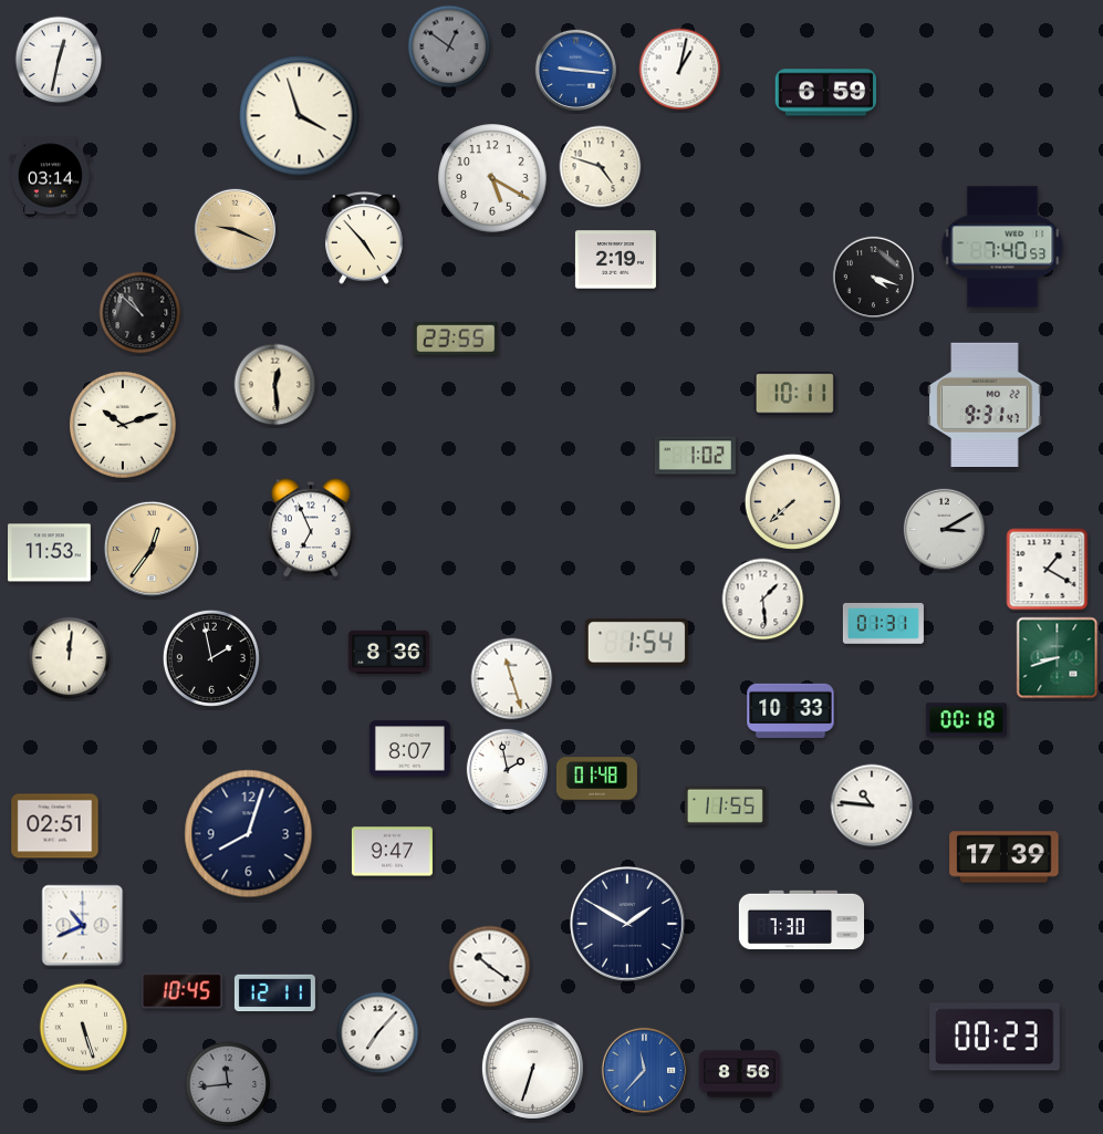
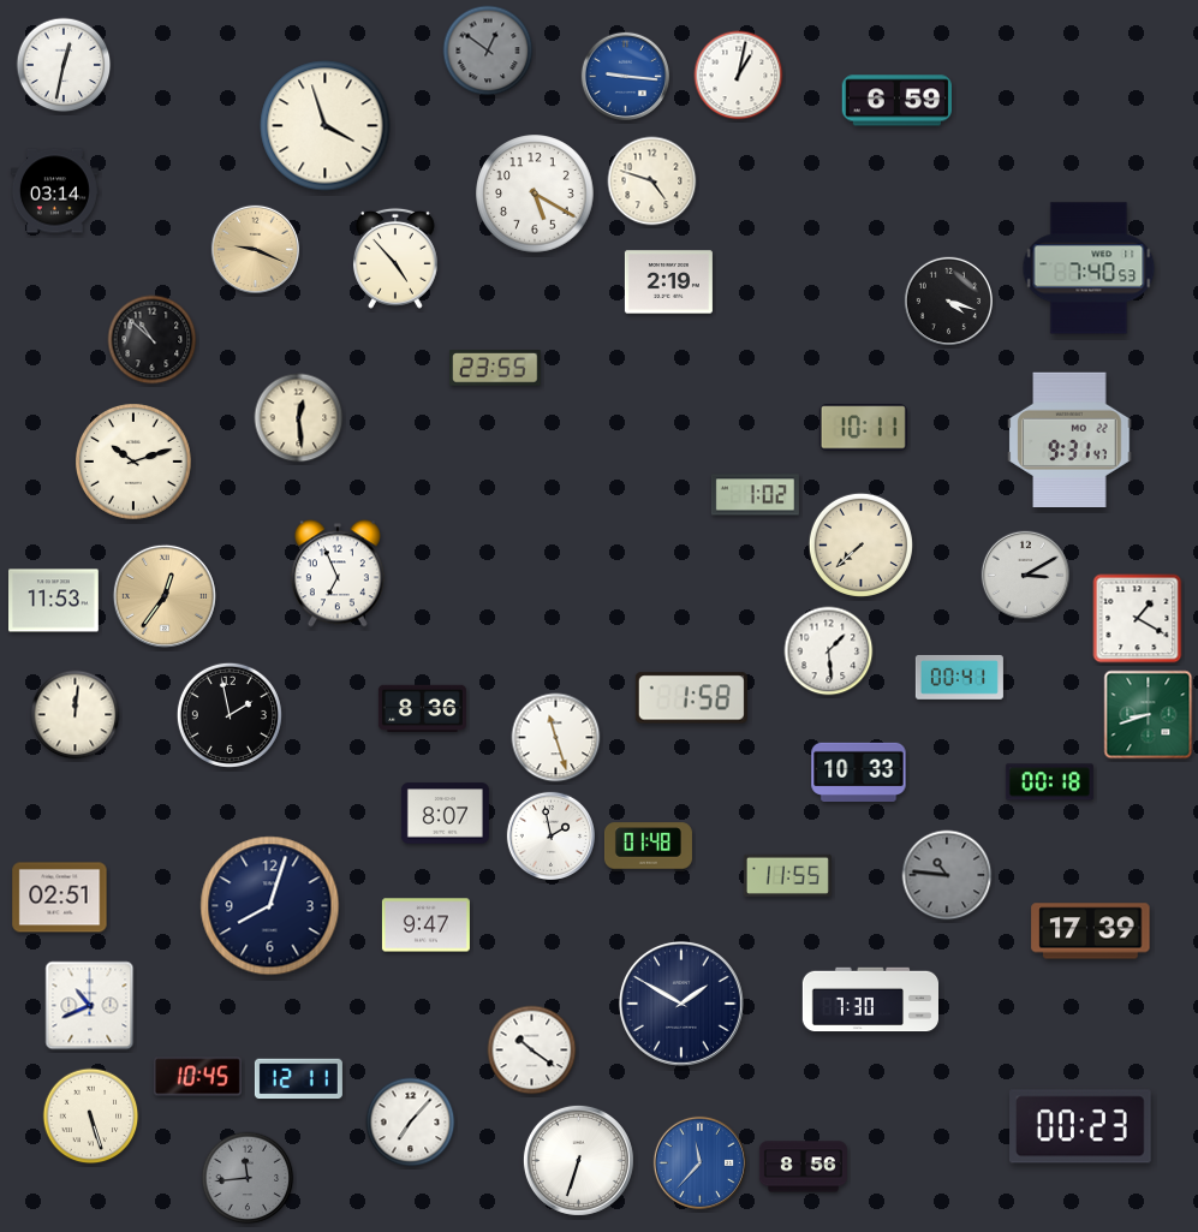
clock at (883, 624): 01:31 -> 00:41
clock at (636, 643): 1:54 -> 1:58
clock at (872, 805) dial: white -> grey
